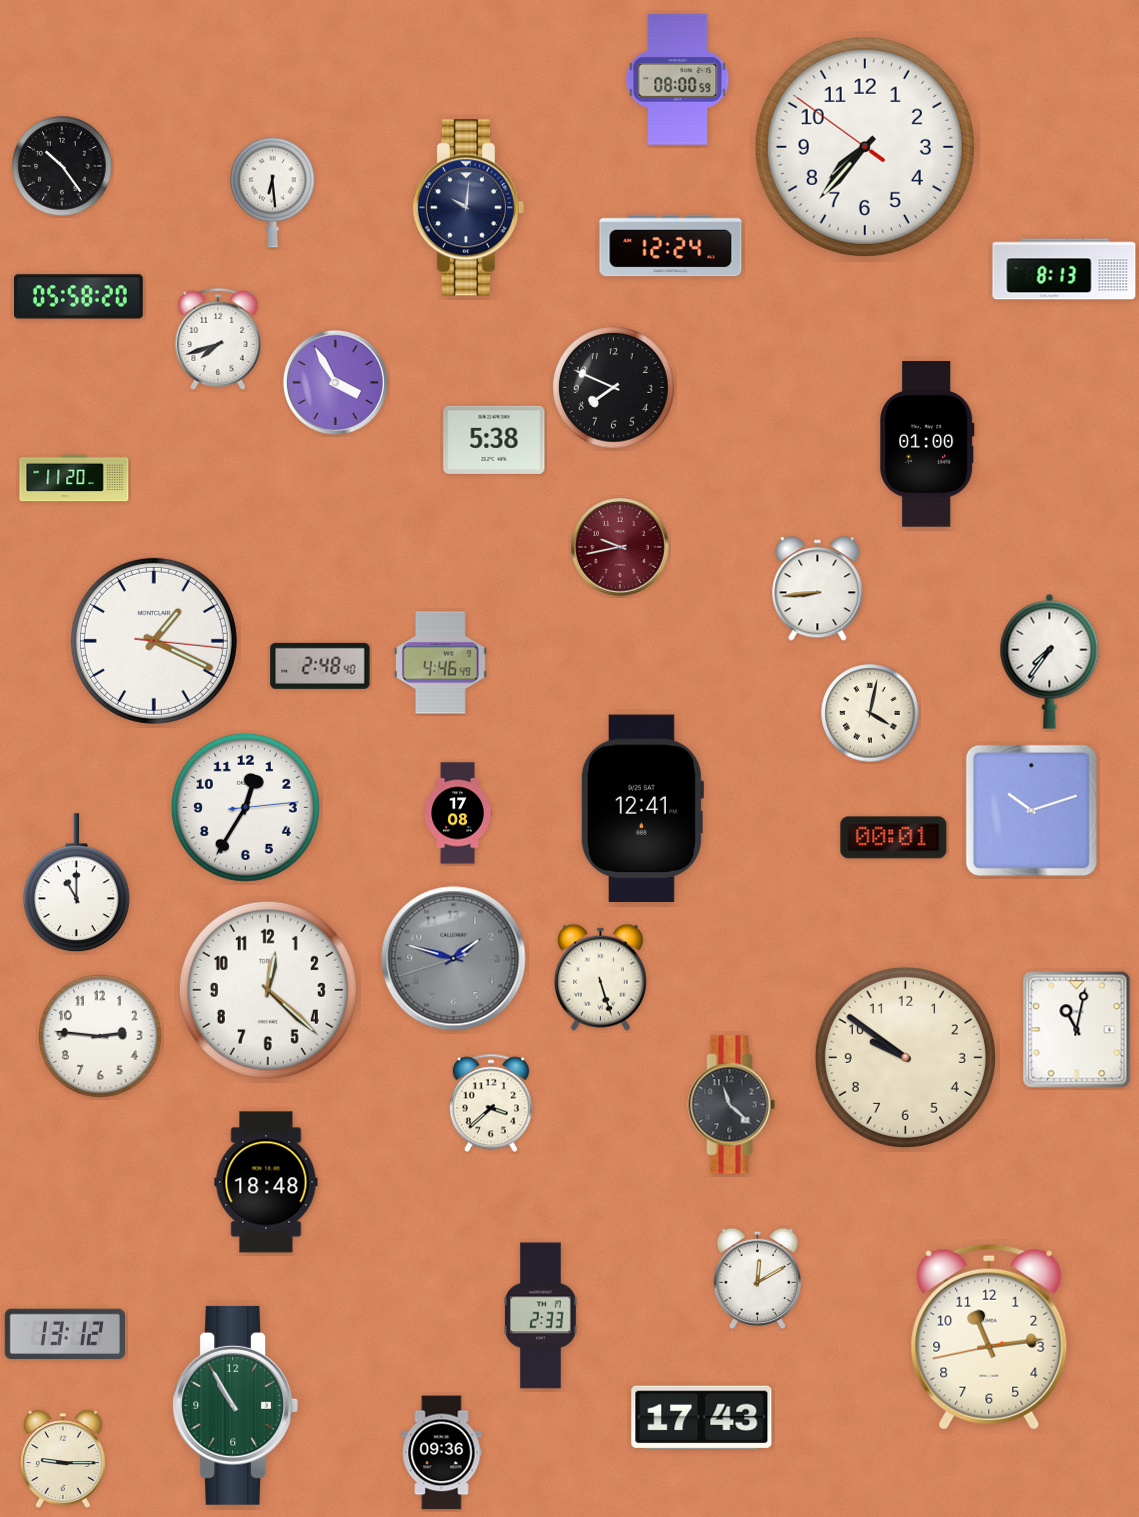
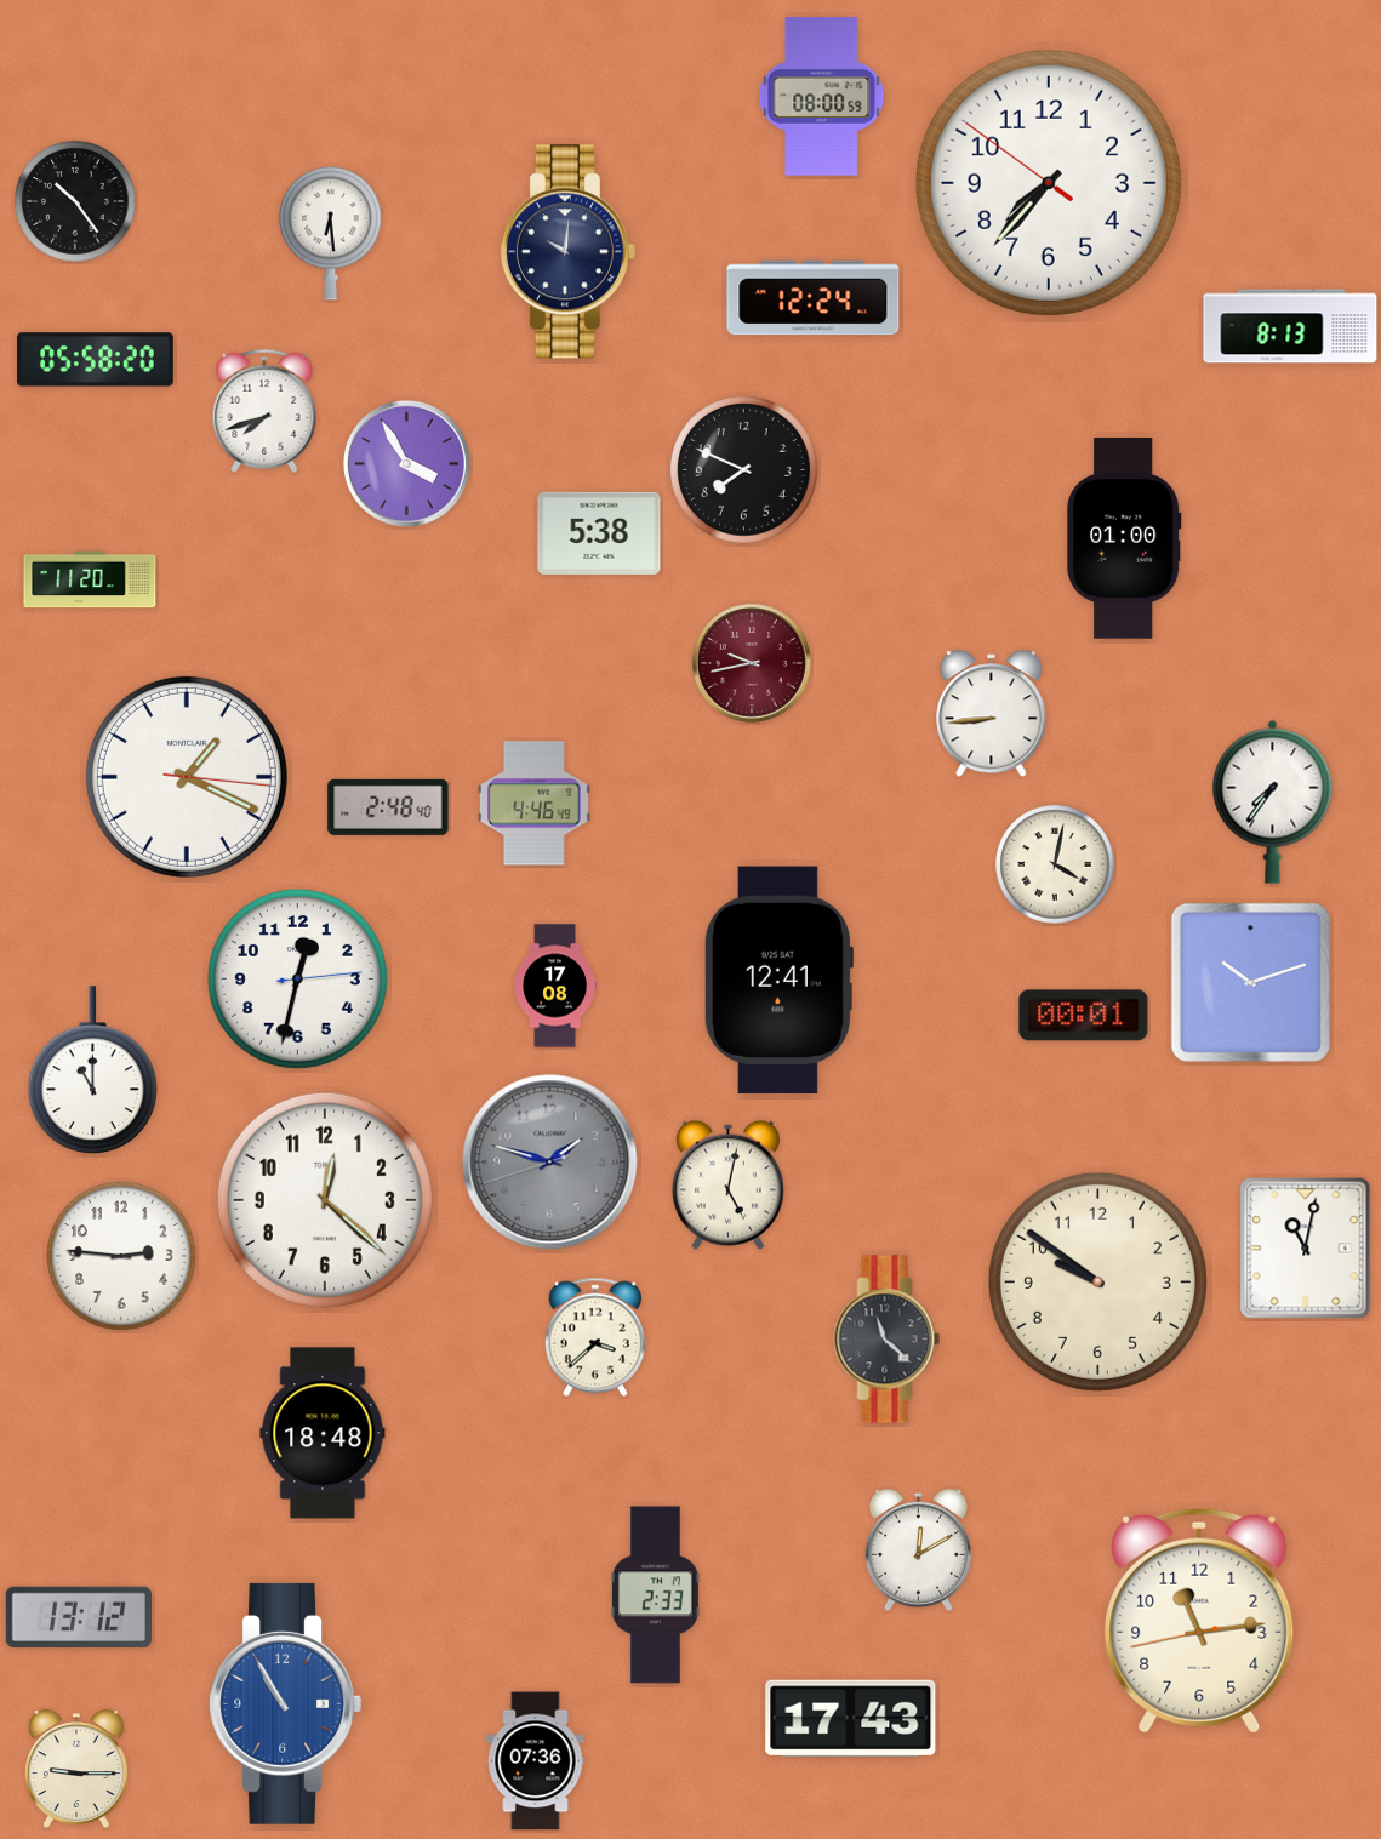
clock at (865, 147) position: (865, 147) -> (1049, 183)
clock at (245, 807): 12:35 -> 12:32
clock at (600, 977): 5:27 -> 5:02
clock at (235, 1405) dial: green -> blue
clock at (442, 1453): 09:36 -> 07:36
